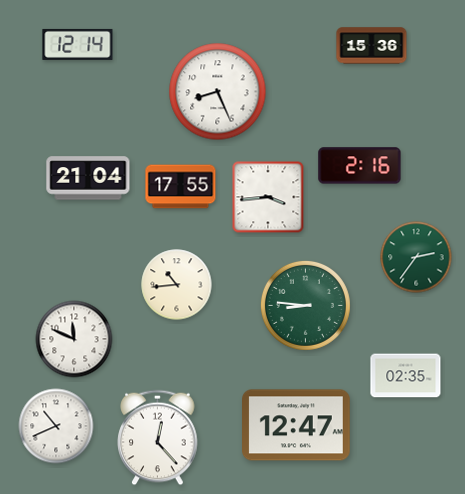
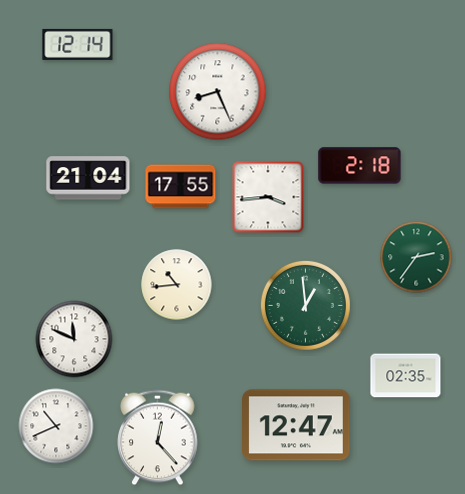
clock at (372, 46): 15:36 -> none
clock at (360, 166): 2:16 -> 2:18
clock at (305, 305): 8:46 -> 12:59
